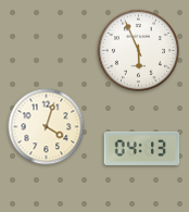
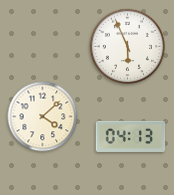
clock at (47, 127): 4:03 -> 4:08
